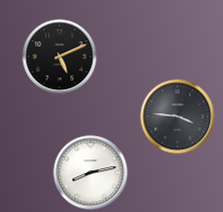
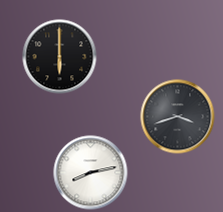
clock at (60, 57): 5:11 -> 6:00
clock at (178, 117): 3:46 -> 3:42
